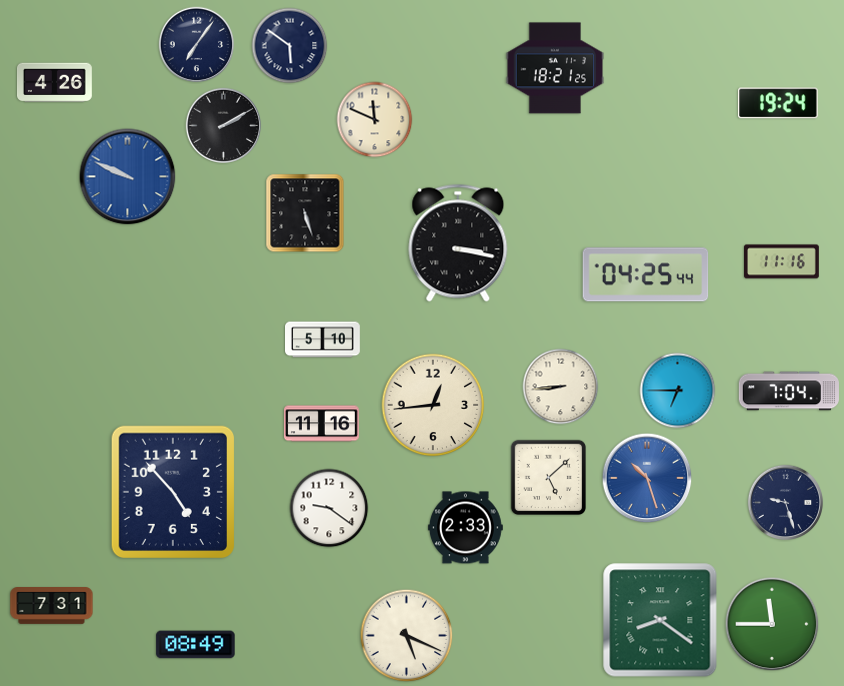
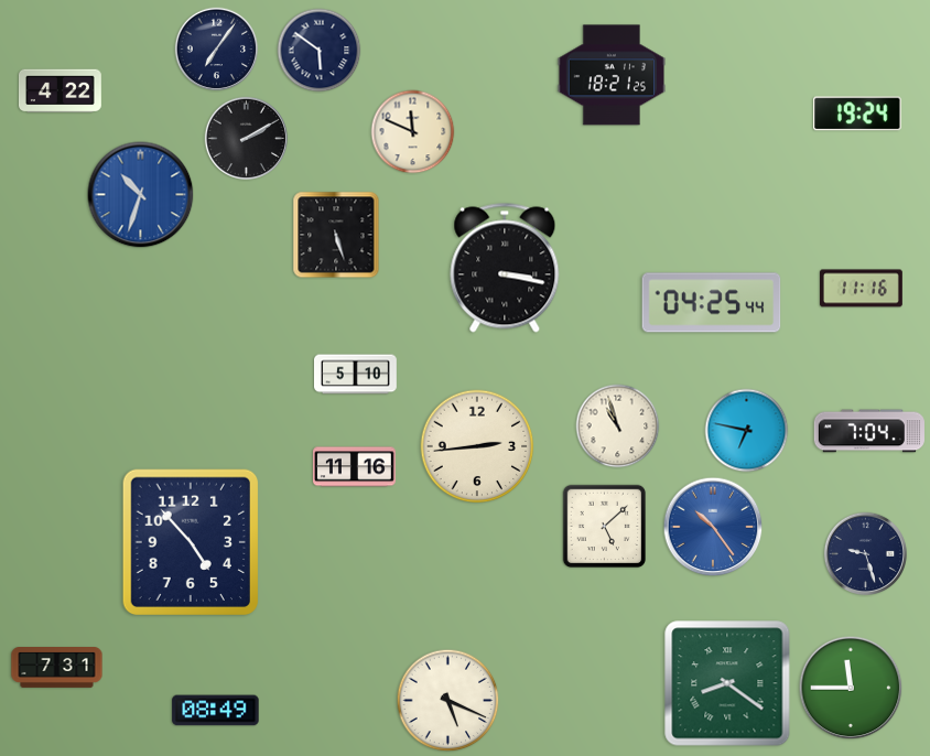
clock at (54, 83): 4:26 -> 4:22
clock at (128, 177): 9:49 -> 10:33
clock at (561, 387): 8:44 -> 10:57
clock at (678, 391): 6:45 -> 6:47
clock at (433, 405): 12:44 -> 2:44
clock at (647, 478): 10:27 -> 10:24
clock at (329, 508): 9:21 -> none
clock at (465, 528): 2:33 -> none
